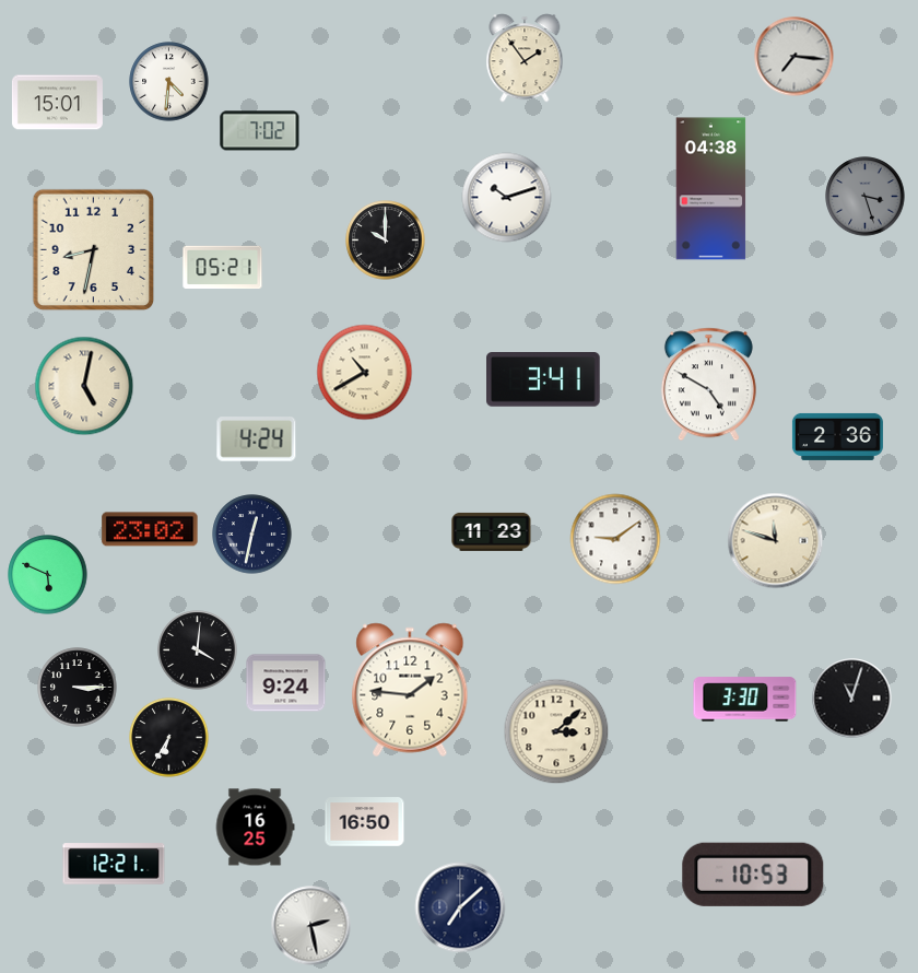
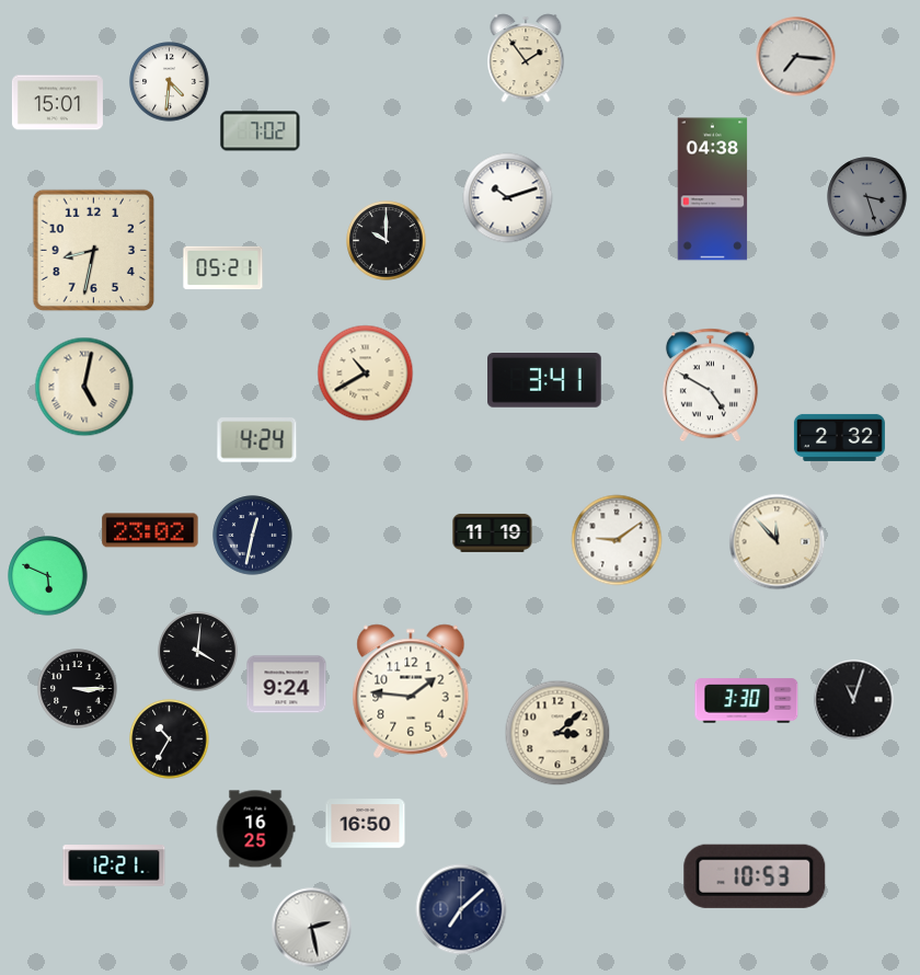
clock at (837, 436): 2:36 -> 2:32
clock at (492, 531): 11:23 -> 11:19
clock at (776, 541): 11:48 -> 11:53
clock at (169, 738): 6:35 -> 10:35
